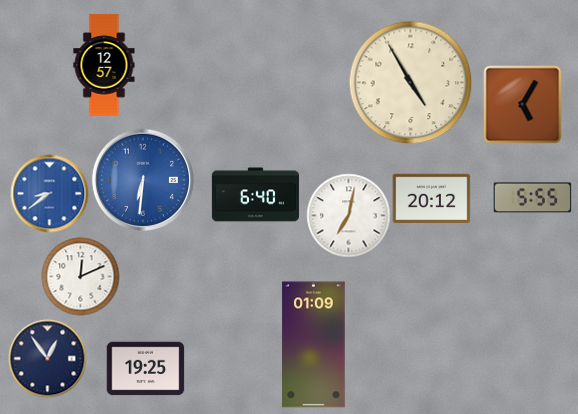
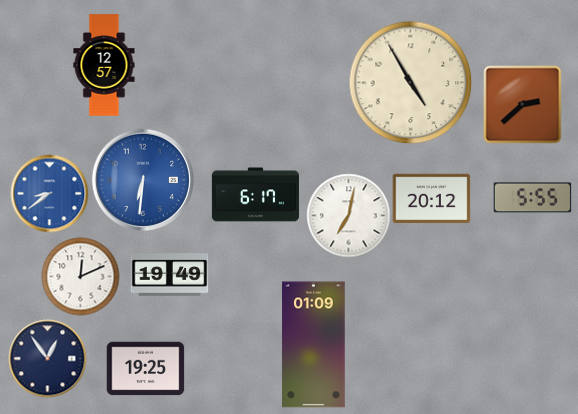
clock at (522, 104): 5:05 -> 2:38
clock at (255, 195): 6:40 -> 6:17
clock at (169, 275): none -> 19:49
